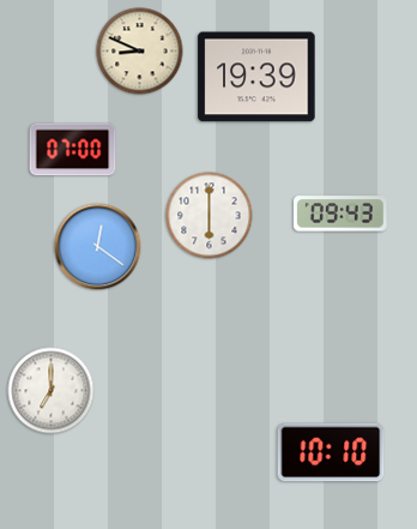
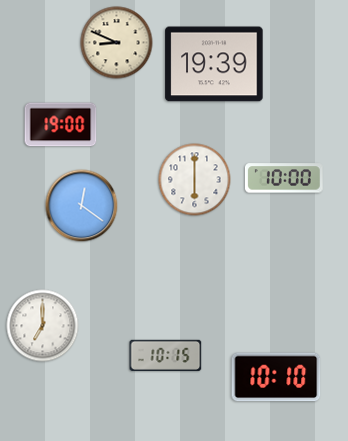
clock at (73, 150): 07:00 -> 19:00
clock at (340, 214): 09:43 -> 10:00
clock at (210, 216) position: (210, 216) -> (195, 180)
clock at (166, 355): none -> 10:15
